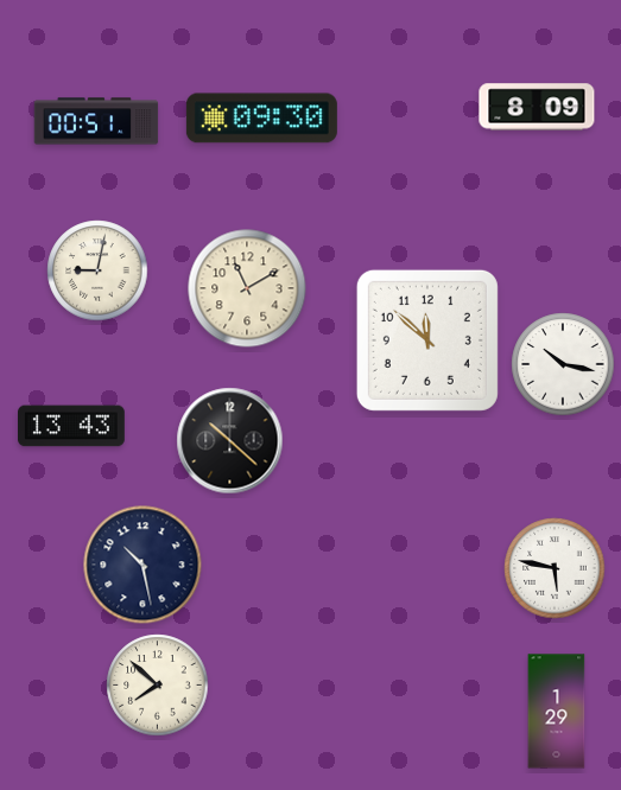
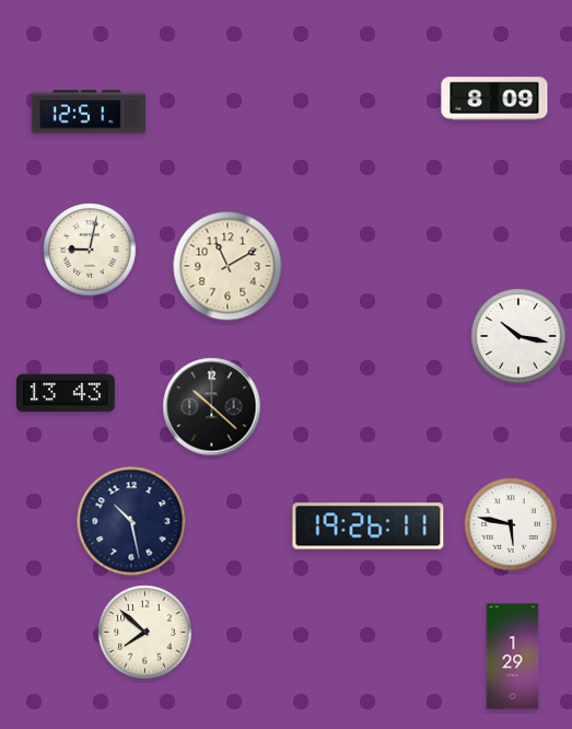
clock at (261, 119): 09:30 -> none
clock at (96, 121): 00:51 -> 12:51
clock at (427, 340): 11:52 -> none
clock at (369, 526): none -> 19:26
